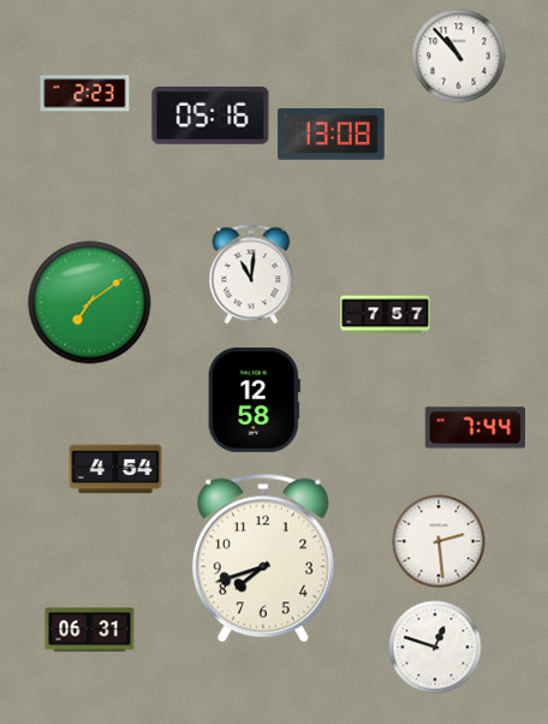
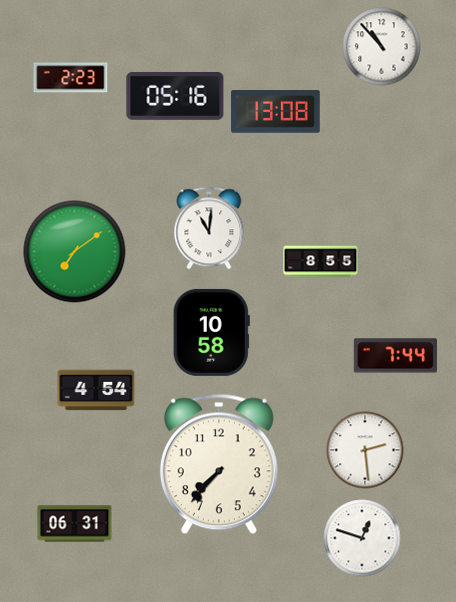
clock at (386, 315): 7:57 -> 8:55
clock at (254, 399): 12:58 -> 10:58
clock at (263, 558): 7:42 -> 7:37
